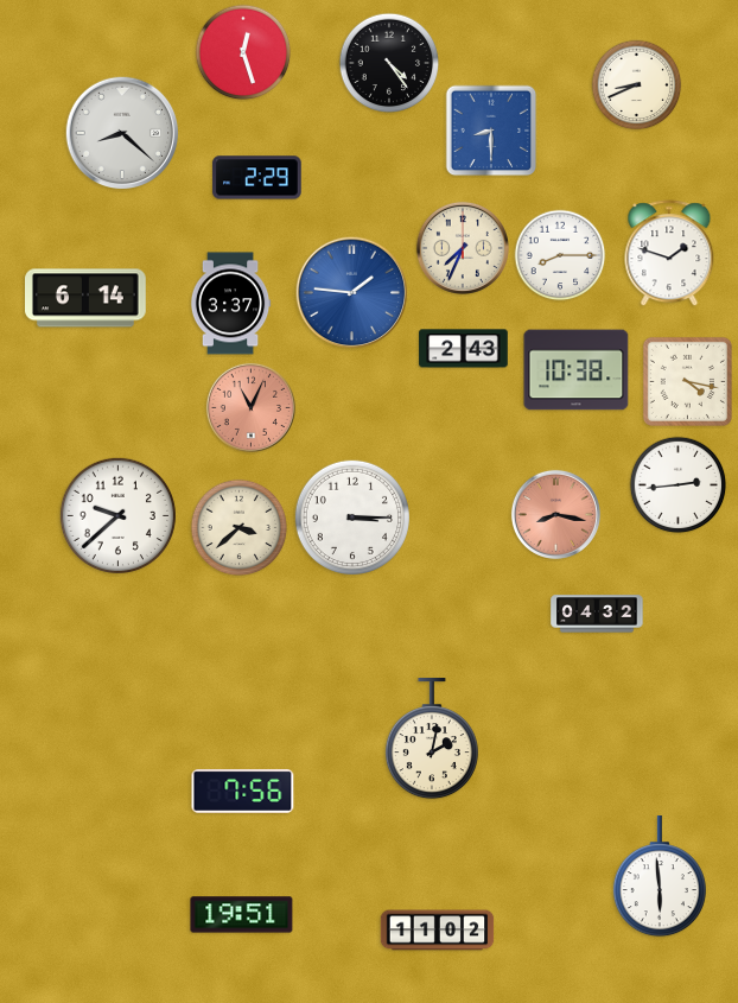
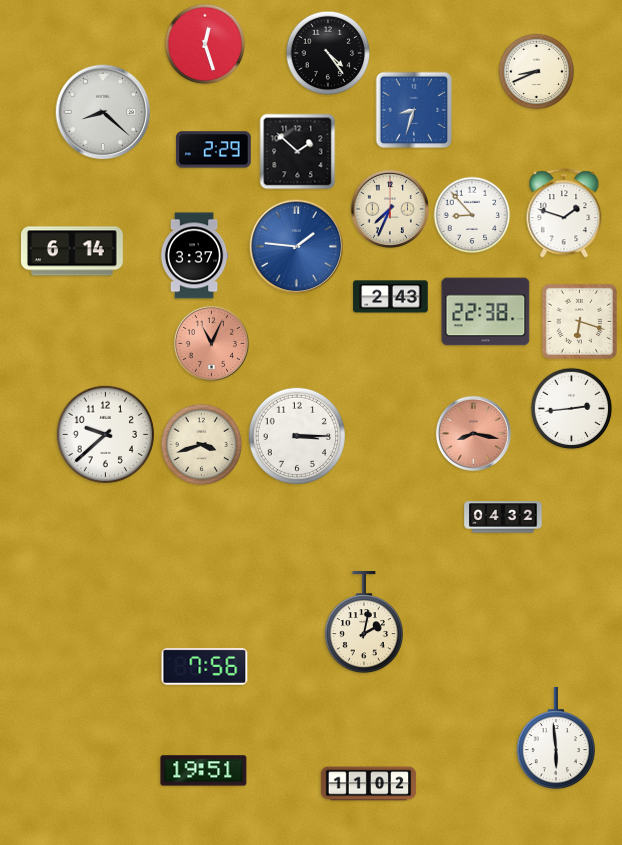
clock at (491, 131): 8:30 -> 8:33
clock at (257, 178) position: (257, 178) -> (214, 150)
clock at (298, 152): none -> 1:52
clock at (560, 255): 8:15 -> 8:53
clock at (464, 349) position: (464, 349) -> (391, 297)
clock at (577, 370): 10:38 -> 22:38
clock at (687, 381): 4:17 -> 6:18
clock at (555, 514) position: (555, 514) -> (473, 433)
clock at (117, 515) position: (117, 515) -> (105, 434)
clock at (240, 528): 3:38 -> 3:42
